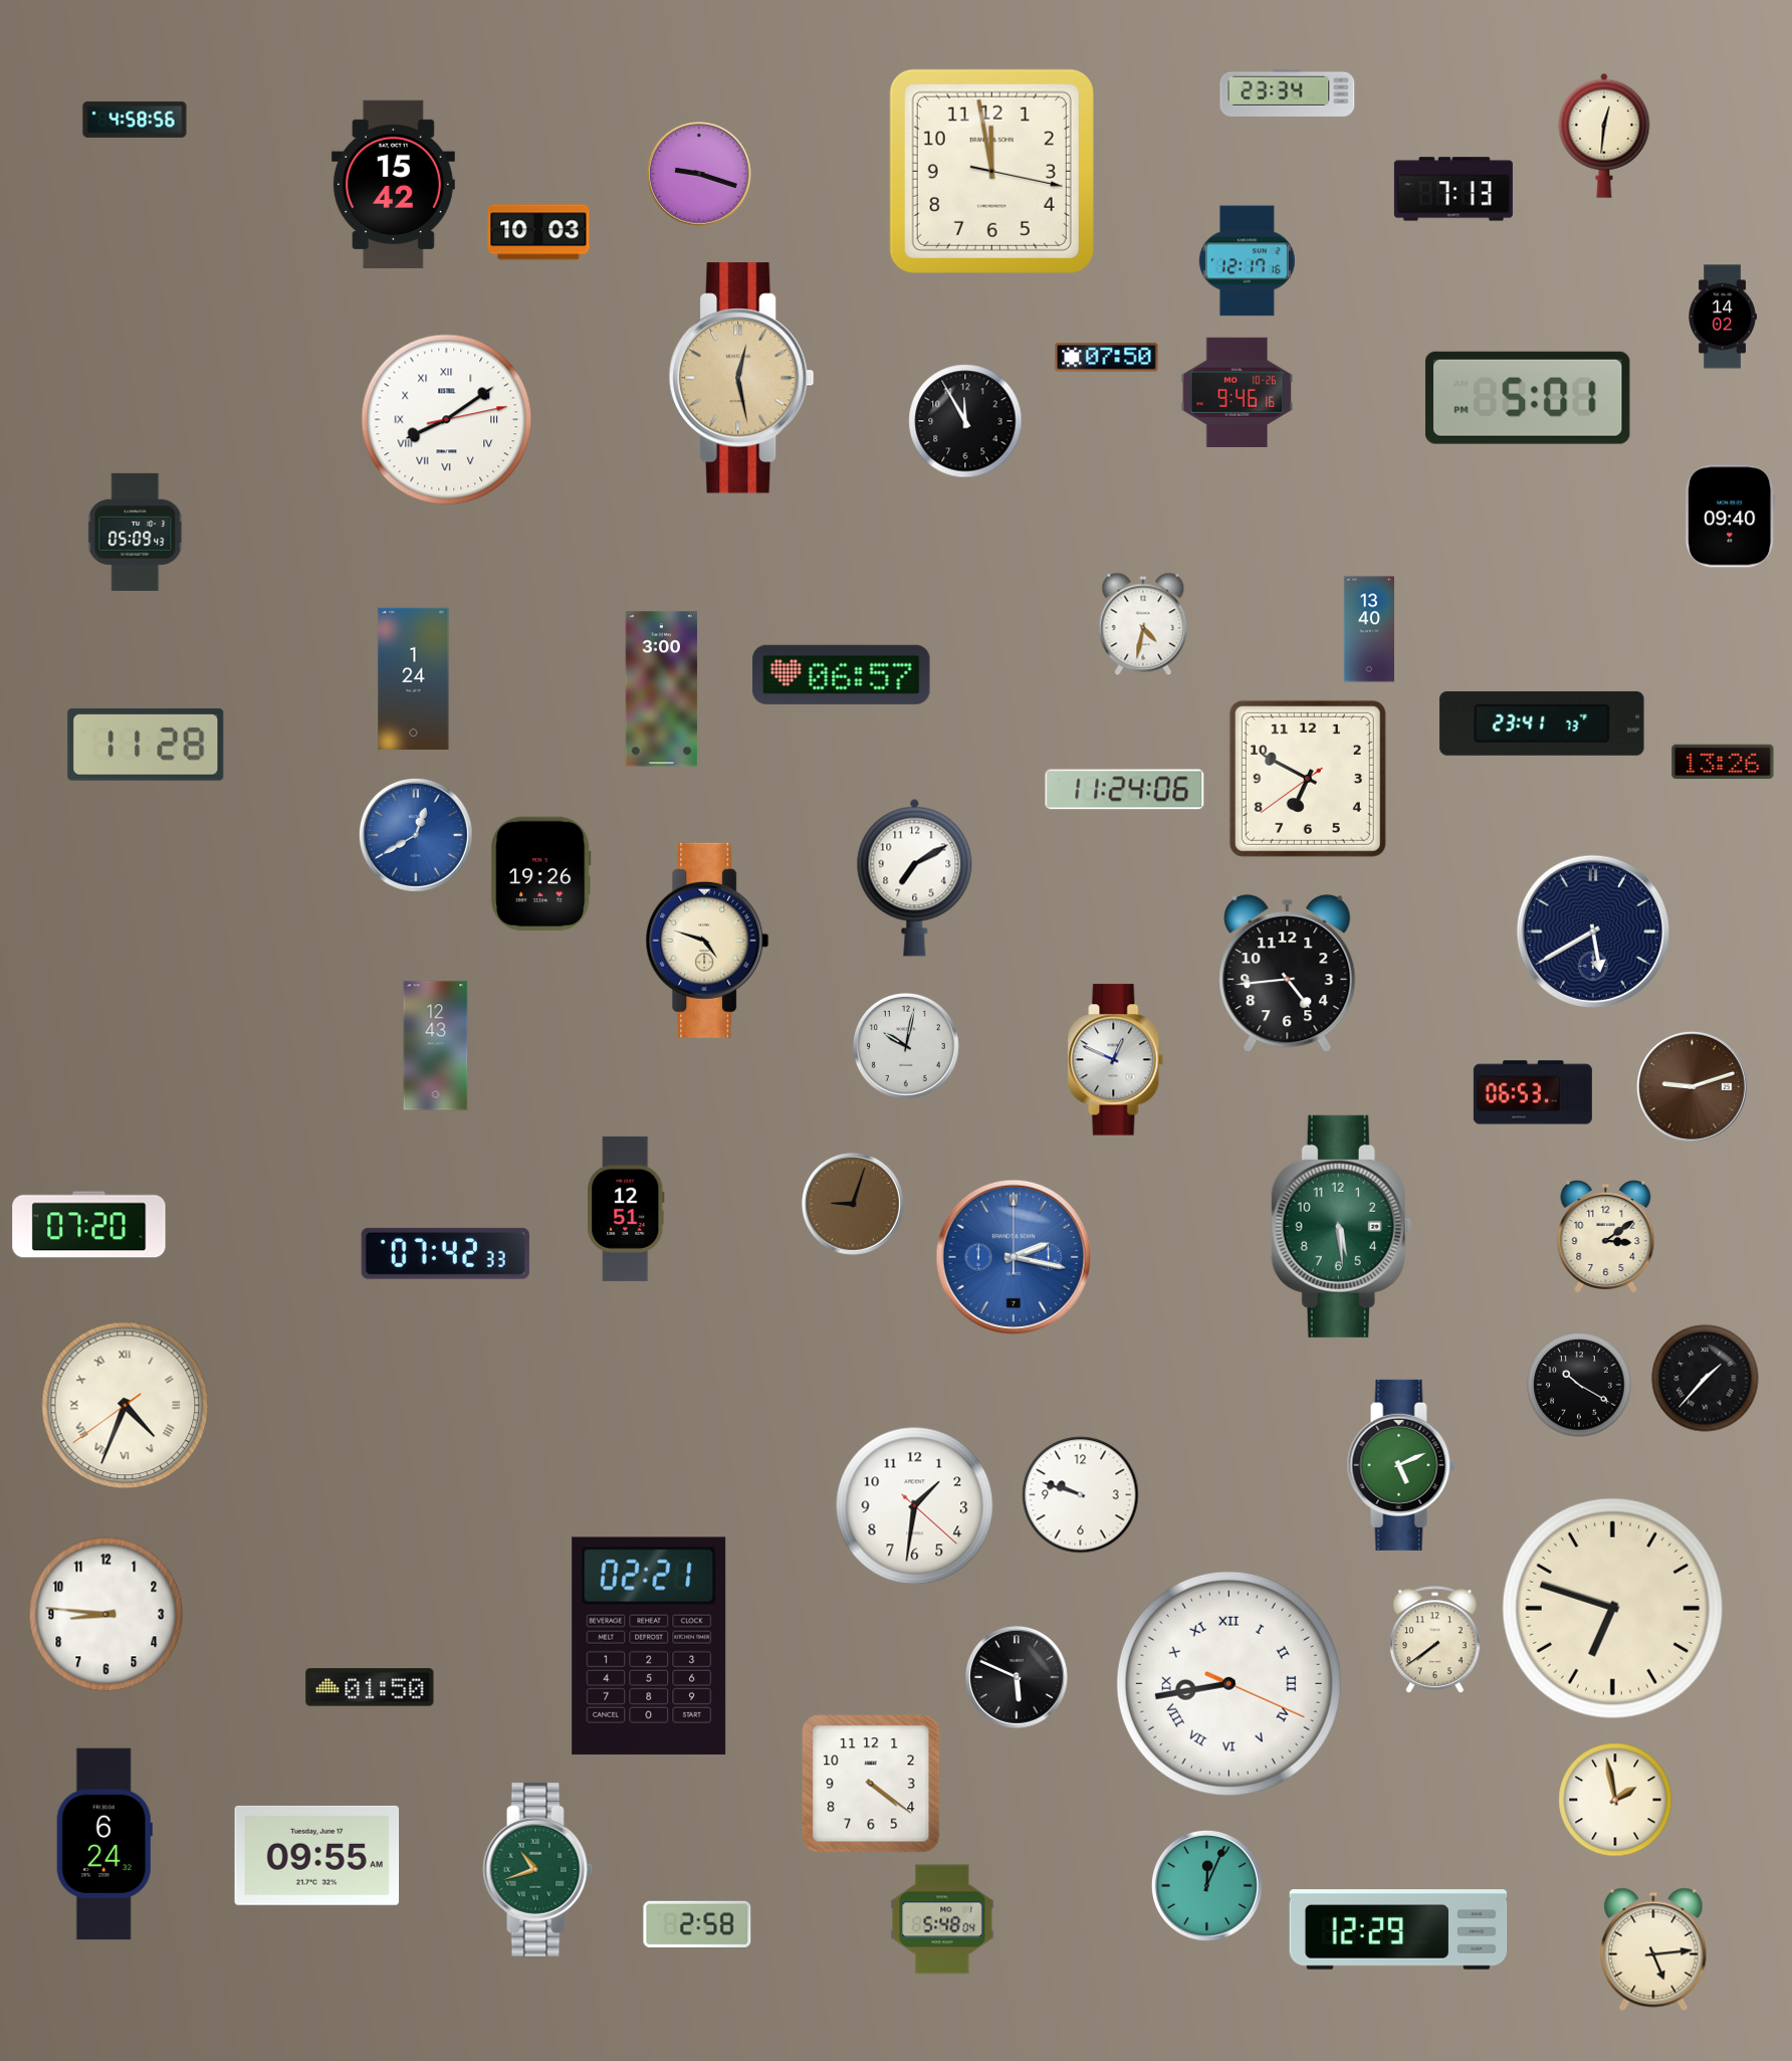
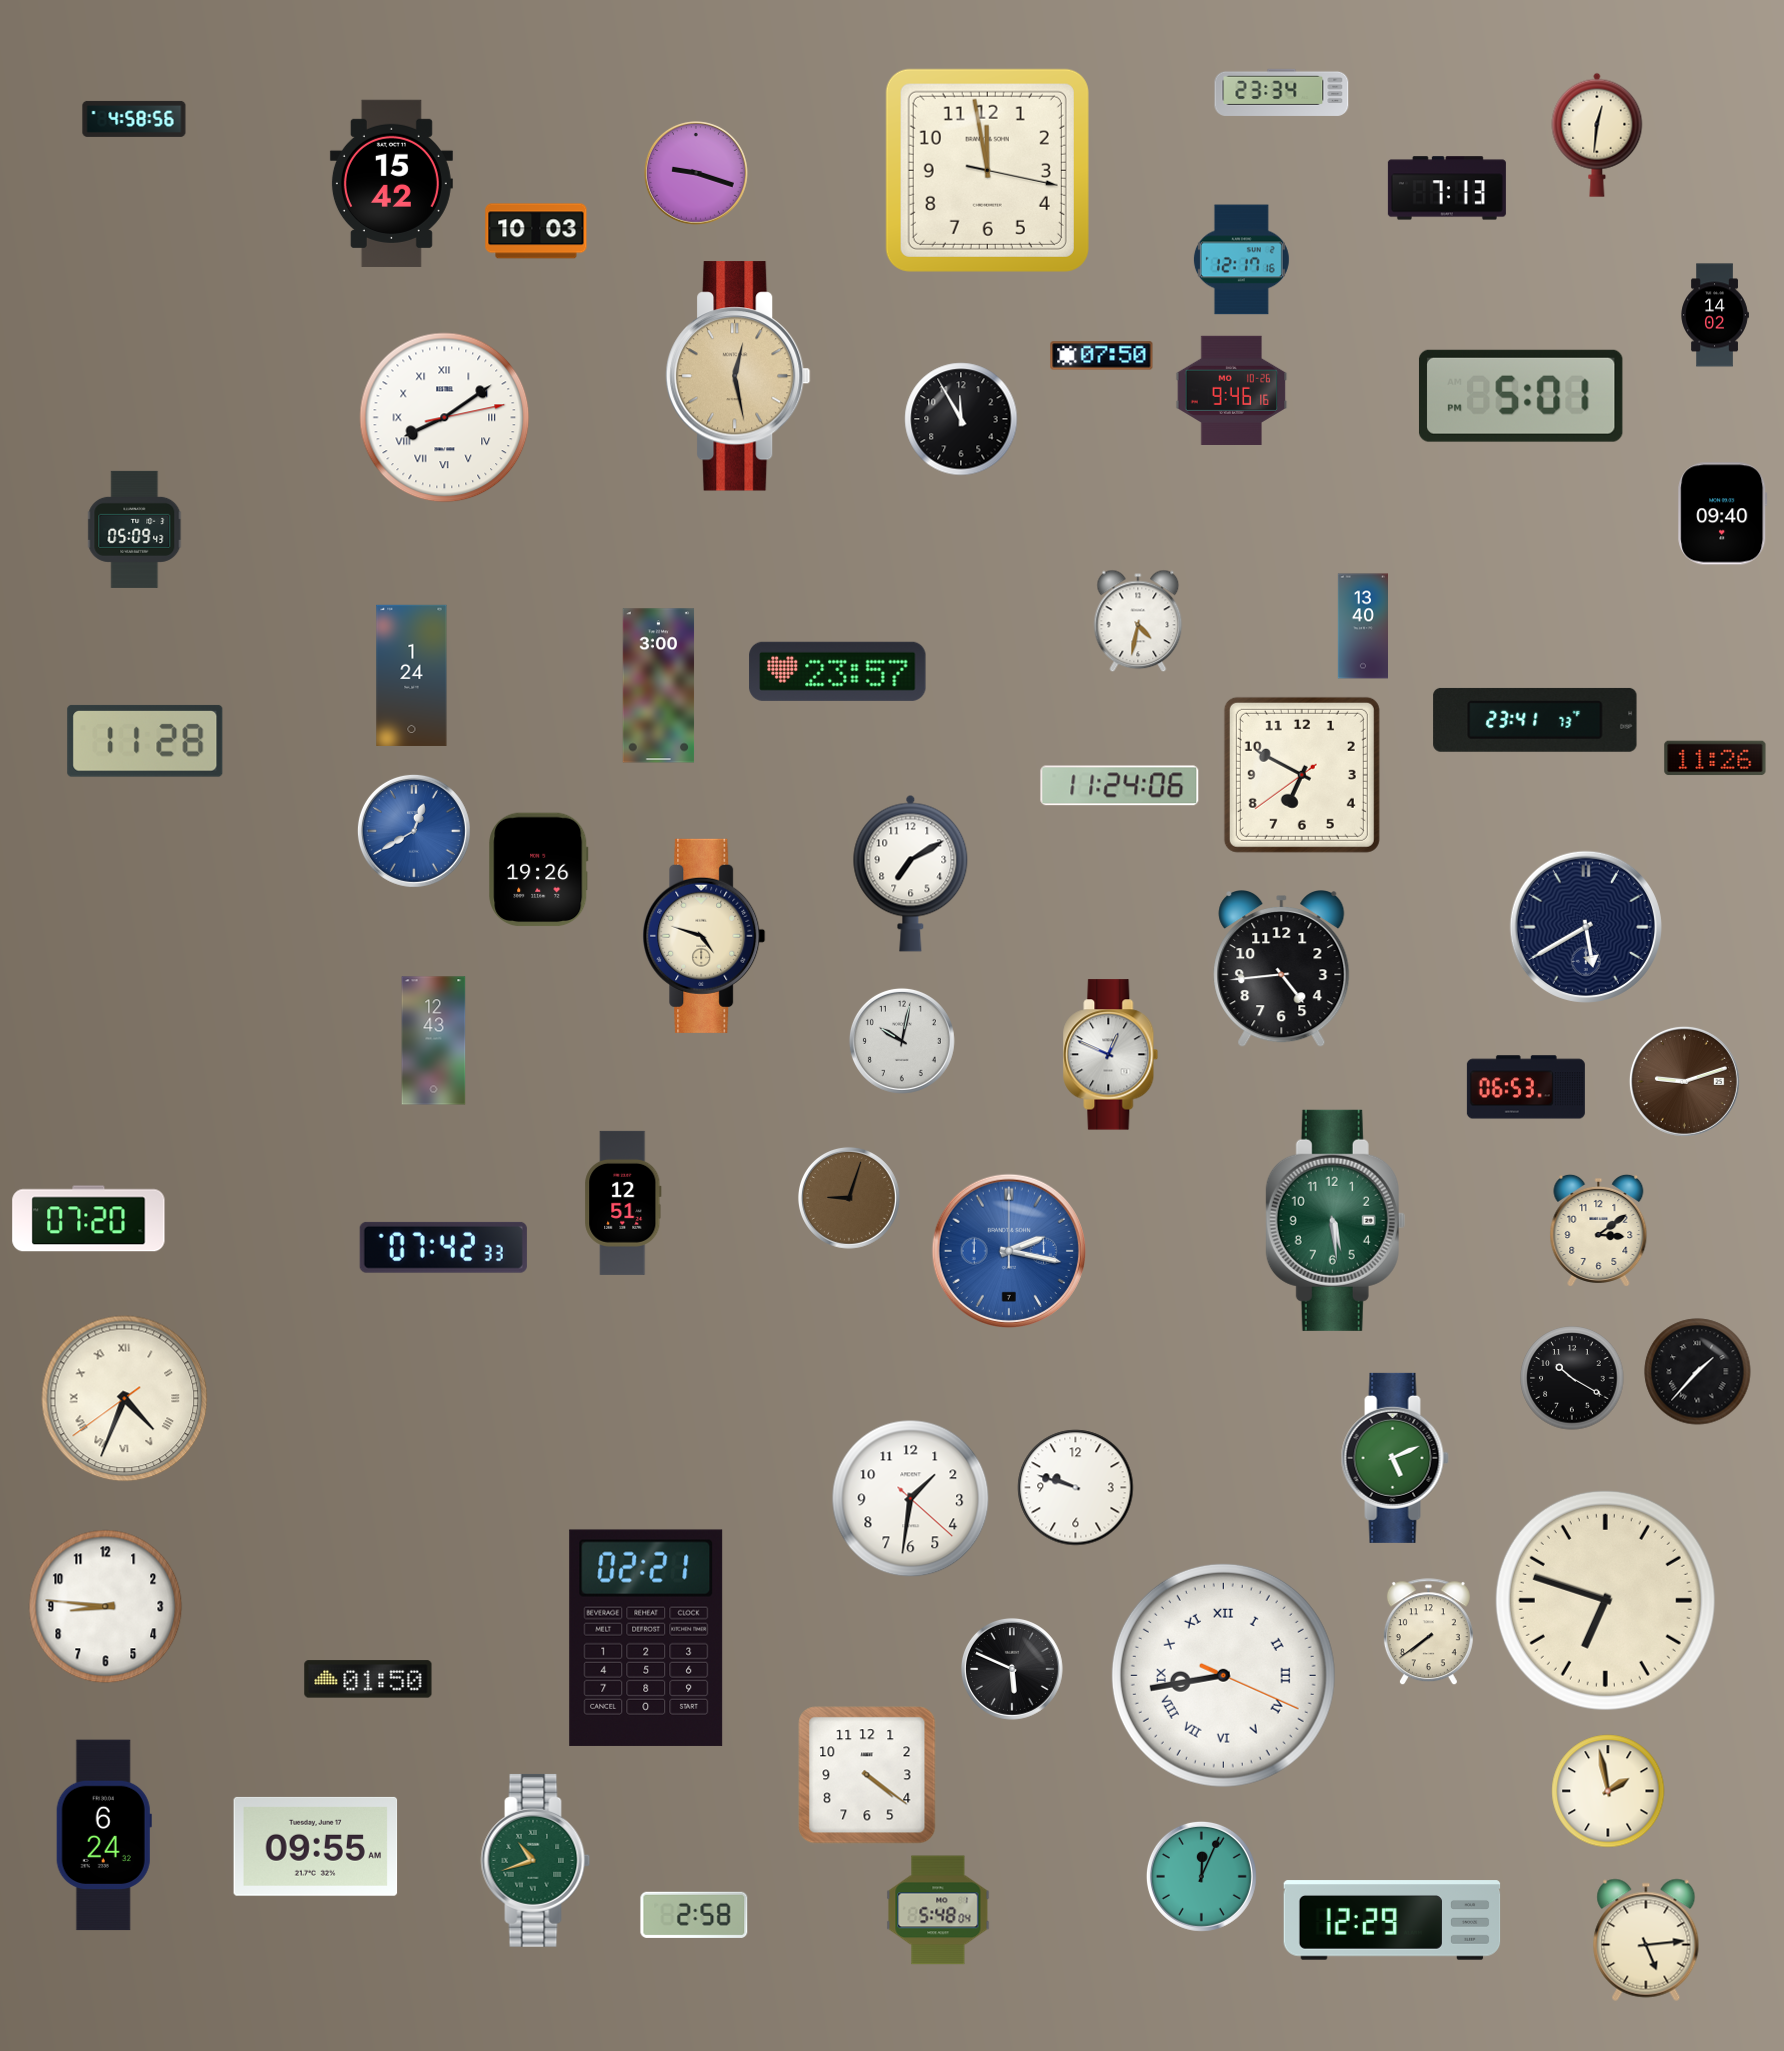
clock at (842, 674): 06:57 -> 23:57
clock at (1723, 762): 13:26 -> 11:26
